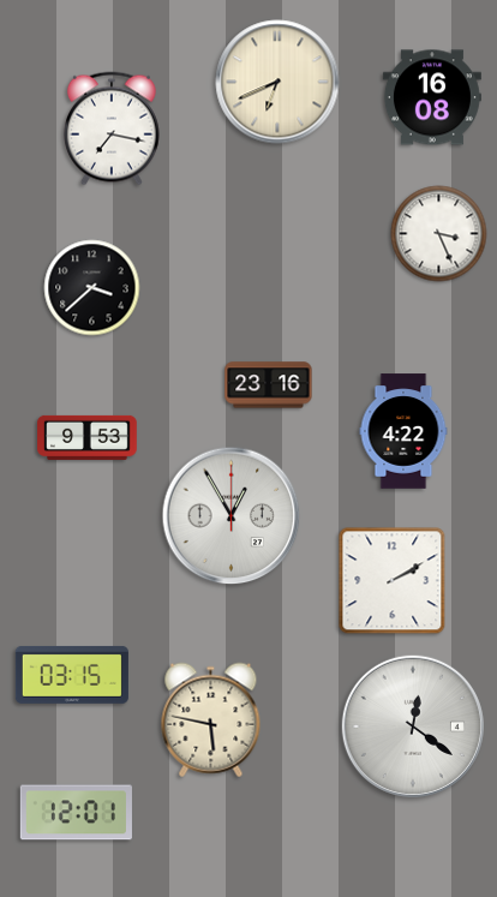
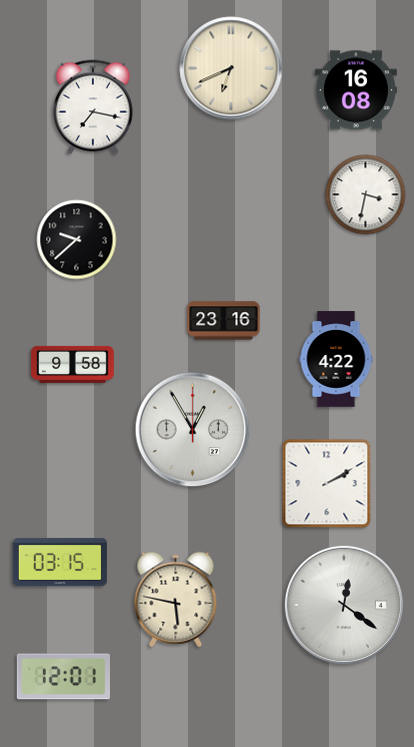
clock at (432, 97) position: (432, 97) -> (356, 90)
clock at (439, 234): 3:26 -> 3:32
clock at (92, 288): 3:38 -> 9:38
clock at (88, 437): 9:53 -> 9:58
